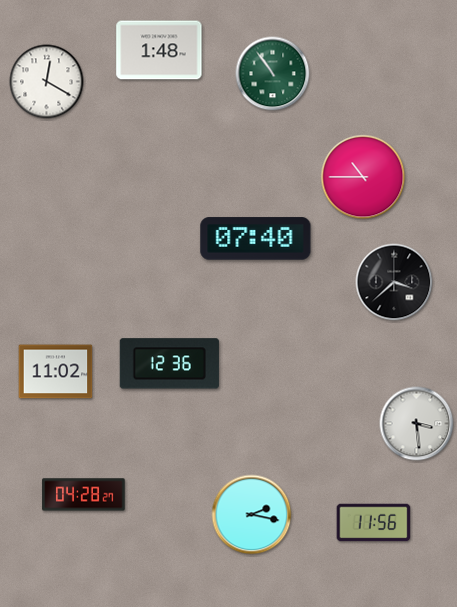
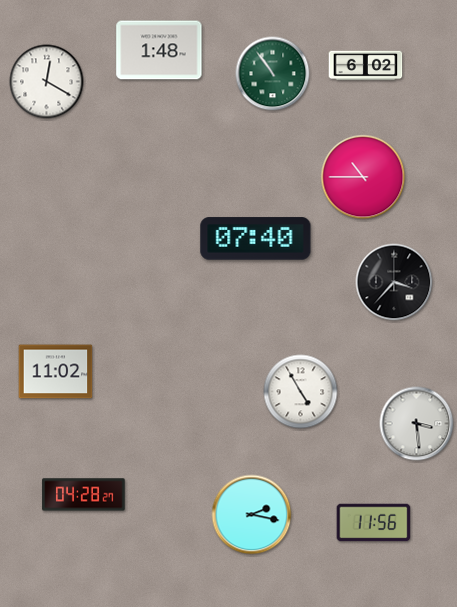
clock at (366, 66): none -> 6:02
clock at (394, 282): 3:38 -> 3:37
clock at (169, 364): 12:36 -> none
clock at (301, 392): none -> 4:55
